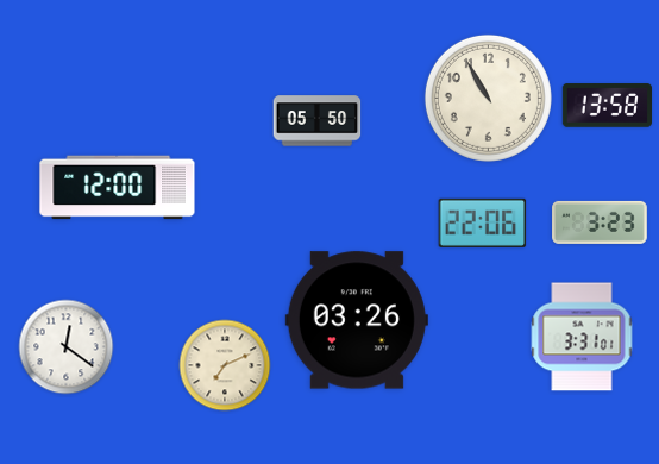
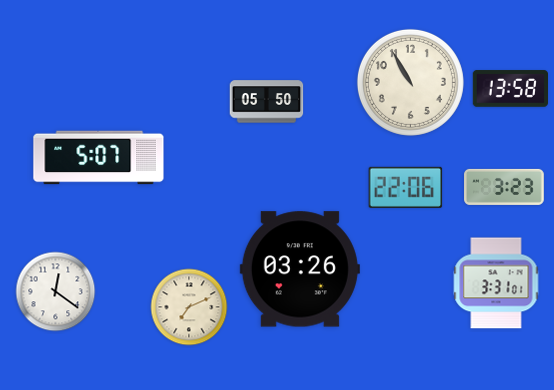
clock at (118, 188): 12:00 -> 5:07
clock at (582, 337) position: (582, 337) -> (496, 283)
